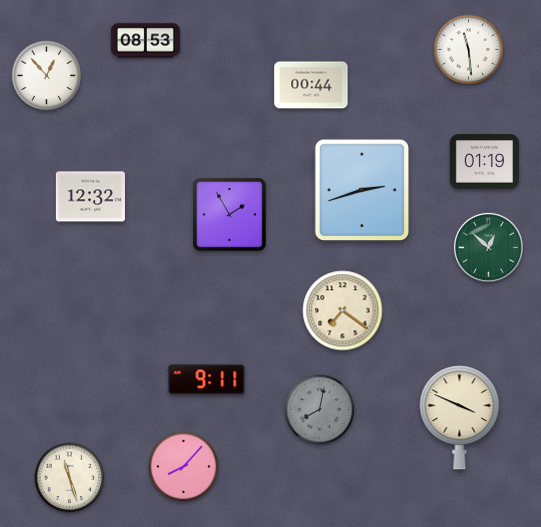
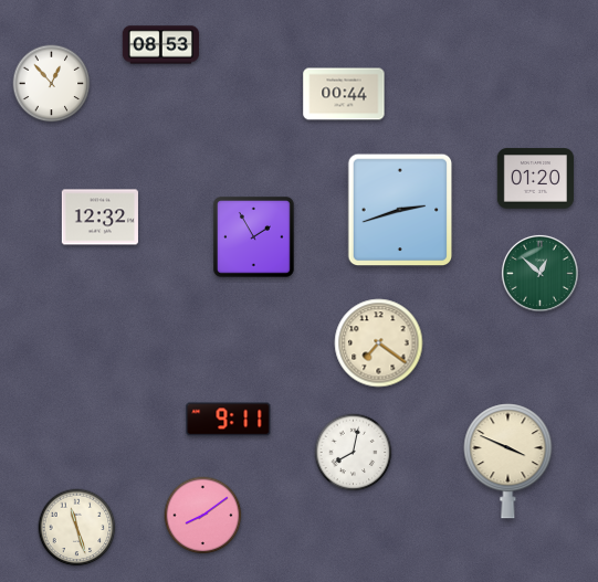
clock at (469, 50): 11:29 -> none
clock at (484, 162): 01:19 -> 01:20
clock at (320, 410) dial: grey -> white
clock at (184, 467): 8:07 -> 8:09
